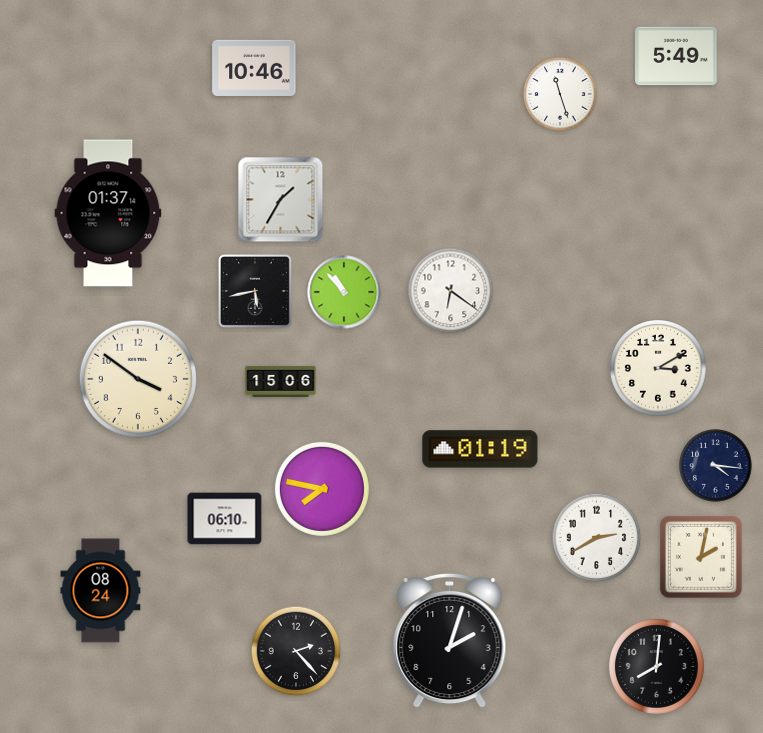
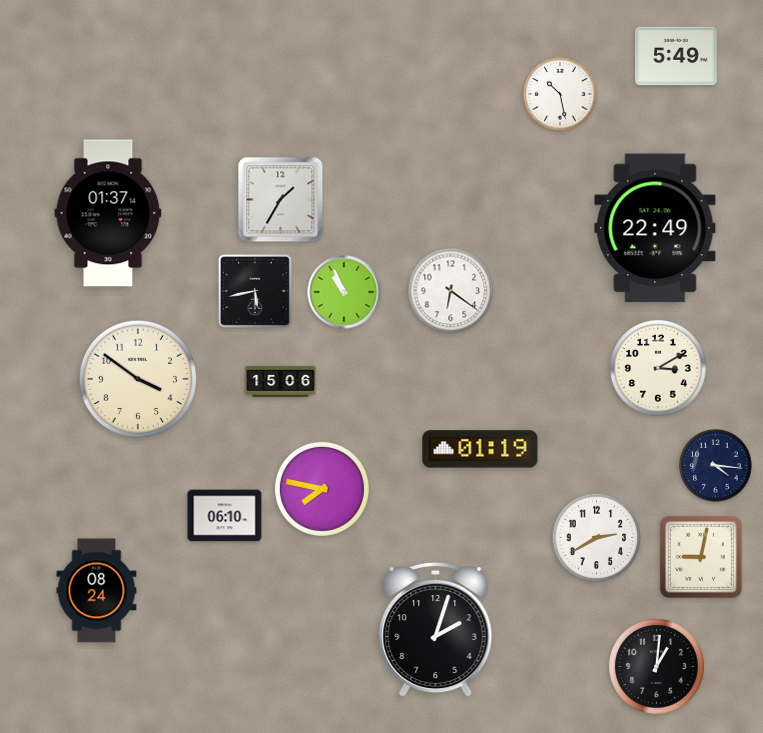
clock at (254, 68): 10:46 -> none
clock at (560, 94): 11:27 -> 10:28
clock at (655, 228): none -> 22:49
clock at (344, 292): 10:53 -> 10:56
clock at (225, 519) position: (225, 519) -> (225, 516)
clock at (701, 557): 2:02 -> 9:02
clock at (101, 591) position: (101, 591) -> (97, 591)
clock at (450, 641) position: (450, 641) -> (436, 630)
clock at (296, 651): 2:23 -> none
clock at (656, 666): 8:01 -> 1:01
